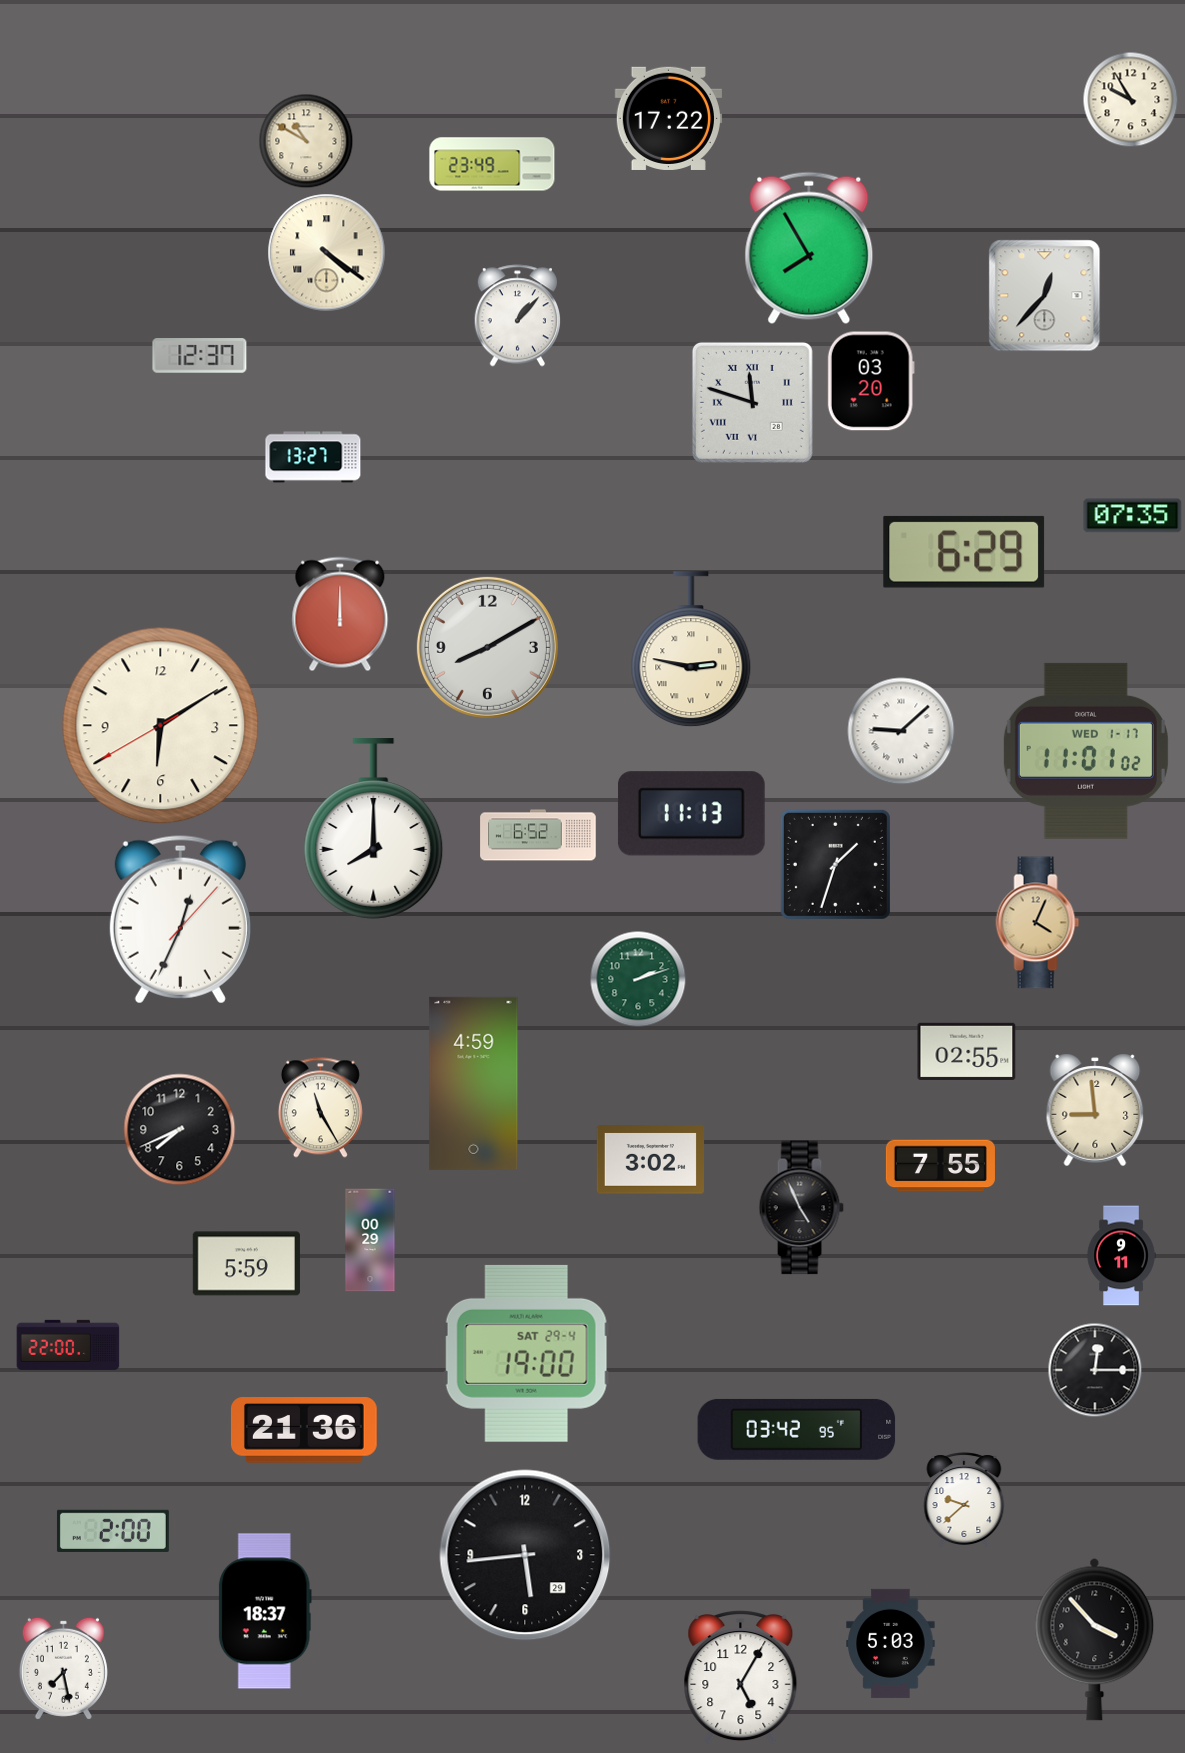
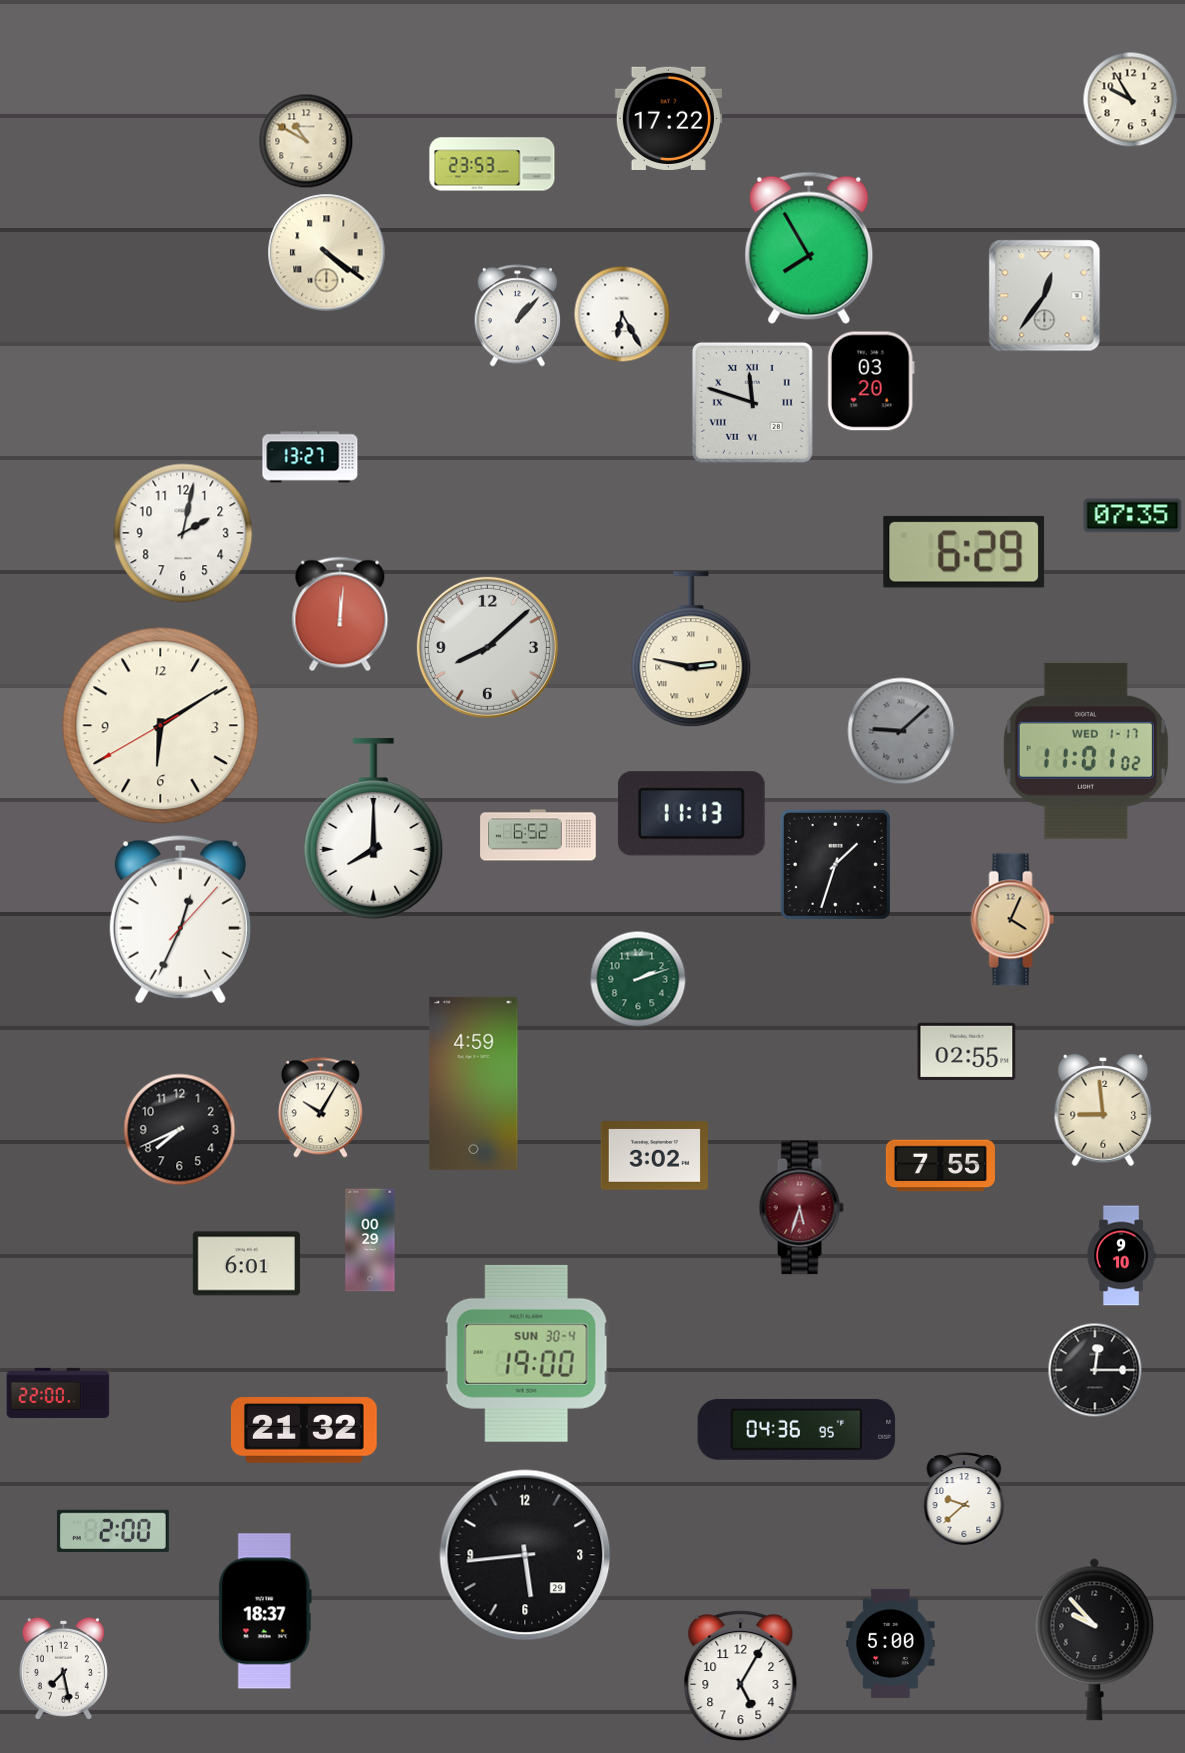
clock at (492, 164): 23:49 -> 23:53
clock at (1045, 296): 12:37 -> 12:36
clock at (622, 314): none -> 6:25
clock at (200, 356): 12:37 -> none
clock at (313, 457) position: (313, 457) -> (310, 457)
clock at (183, 533): none -> 2:02
clock at (340, 614): 12:00 -> 12:01
clock at (487, 647): 8:10 -> 8:08
clock at (901, 731) dial: white -> grey
clock at (1038, 923) position: (1038, 923) -> (1013, 920)
clock at (320, 1108): 11:25 -> 10:05
clock at (1095, 1110) position: (1095, 1110) -> (1103, 1110)
clock at (650, 1160) position: (650, 1160) -> (654, 1156)
clock at (801, 1208): 4:56 -> 5:33
clock at (801, 1208) dial: black -> burgundy
clock at (1121, 1256): 9:11 -> 9:10
clock at (246, 1264): 5:59 -> 6:01
clock at (68, 1345) position: (68, 1345) -> (58, 1393)
clock at (526, 1353) date: SAT 29-4 -> SUN 30-4
clock at (797, 1429): 03:42 -> 04:36
clock at (304, 1430): 21:36 -> 21:32
clock at (1095, 1639): 3:53 -> 9:53
clock at (891, 1643): 5:03 -> 5:00
